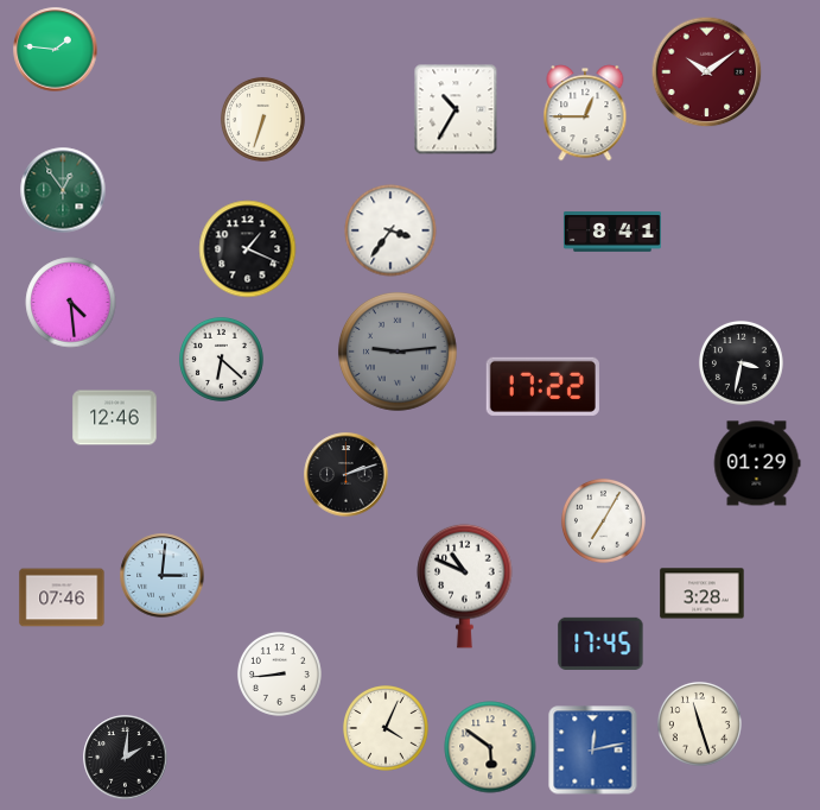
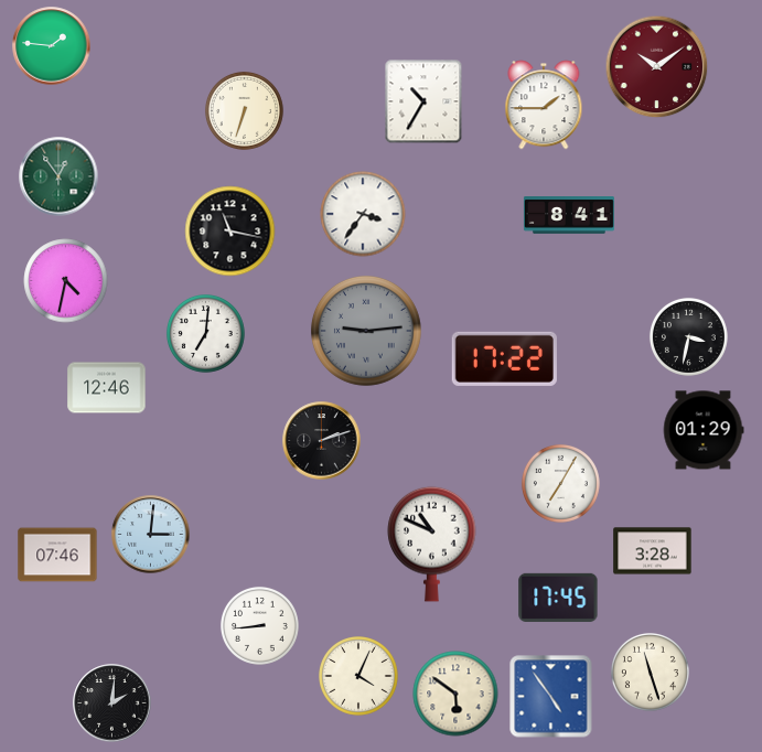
clock at (585, 113): 12:45 -> 1:45
clock at (248, 249): 1:19 -> 11:17
clock at (71, 303): 4:29 -> 4:32
clock at (398, 352) position: (398, 352) -> (366, 331)
clock at (221, 359): 6:22 -> 7:01
clock at (593, 751): 12:13 -> 4:54
clock at (126, 758) position: (126, 758) -> (112, 703)
